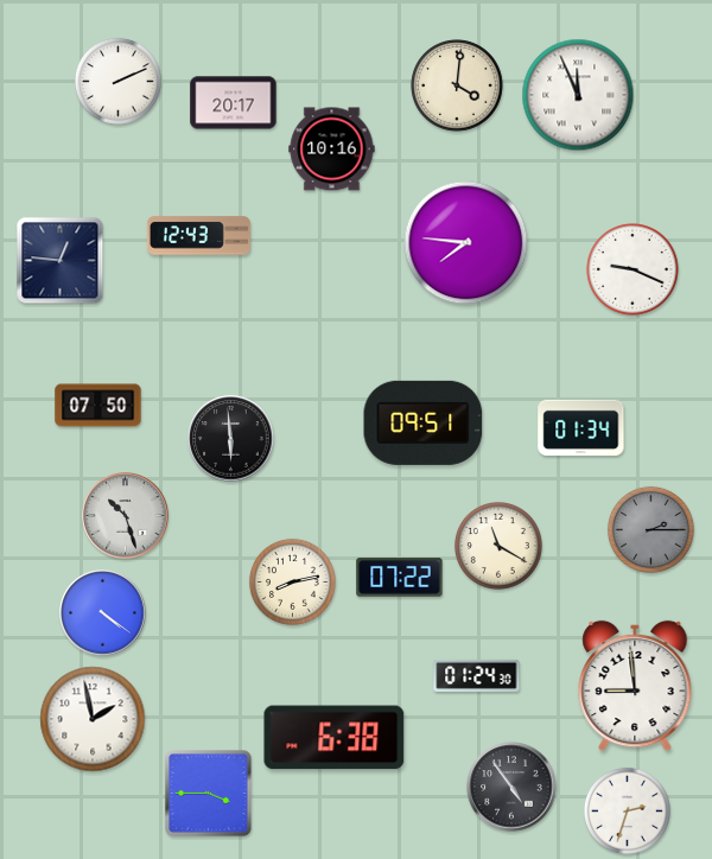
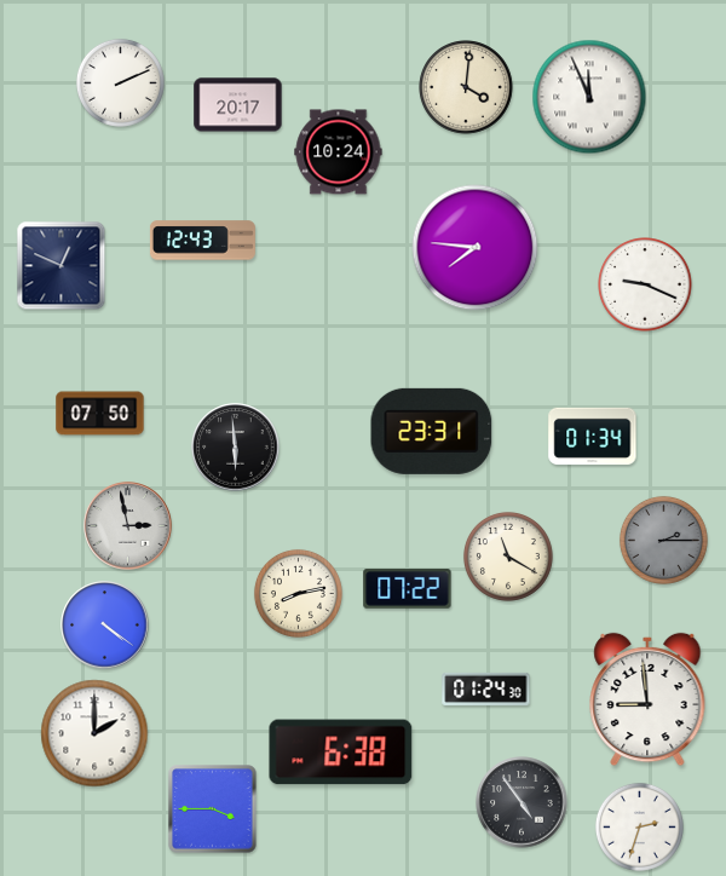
clock at (332, 149): 10:16 -> 10:24
clock at (61, 261): 12:46 -> 12:49
clock at (632, 269) position: (632, 269) -> (645, 284)
clock at (424, 422): 09:51 -> 23:31
clock at (126, 516): 10:27 -> 2:58
clock at (93, 719): 1:58 -> 2:00
